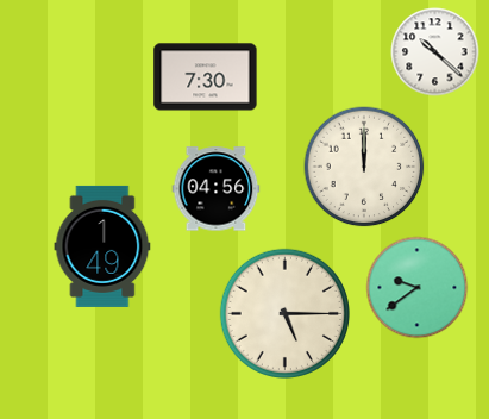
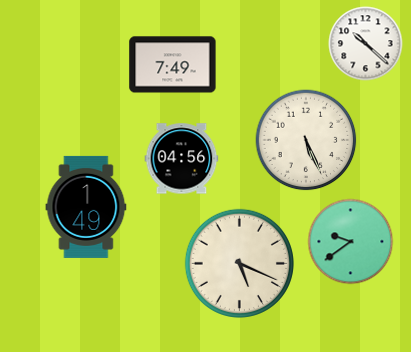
clock at (206, 77): 7:30 -> 7:49
clock at (364, 167): 12:00 -> 5:26
clock at (284, 313): 5:15 -> 5:19
